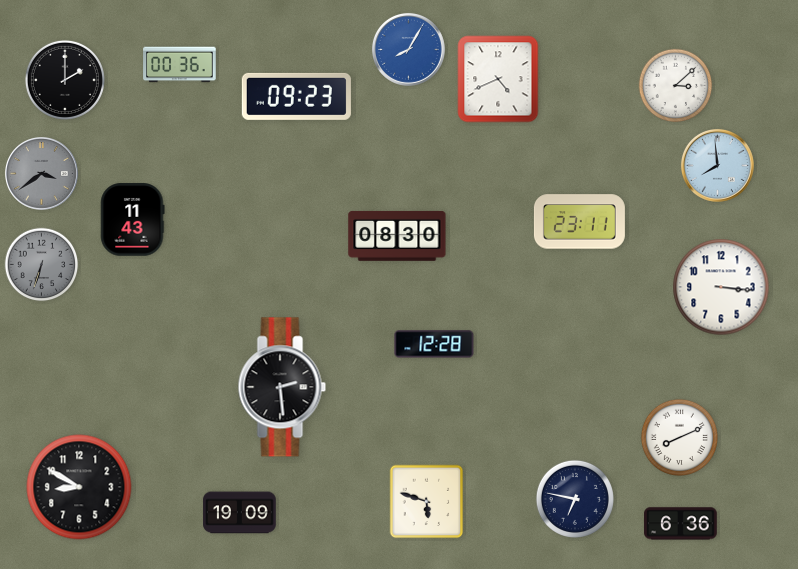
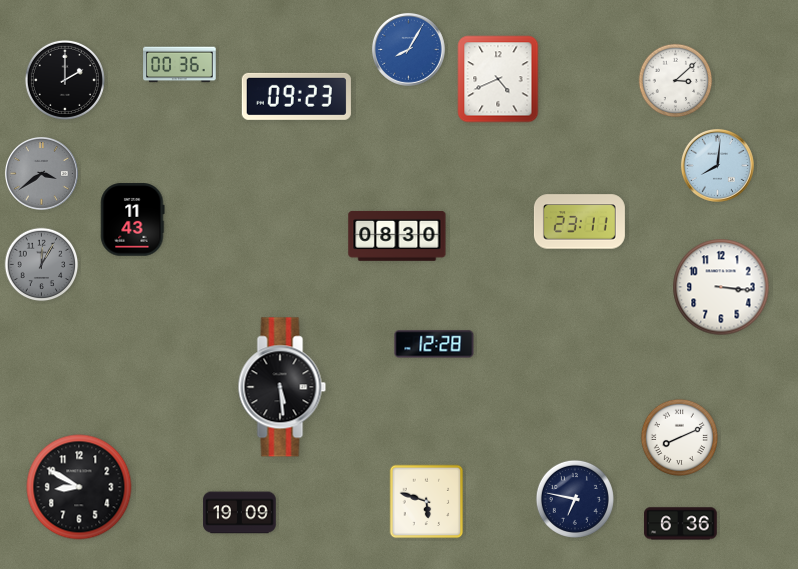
clock at (676, 86) position: (676, 86) -> (676, 81)
clock at (717, 165): 7:59 -> 8:01
clock at (42, 265): 6:33 -> 12:05
clock at (282, 387): 2:29 -> 5:29
